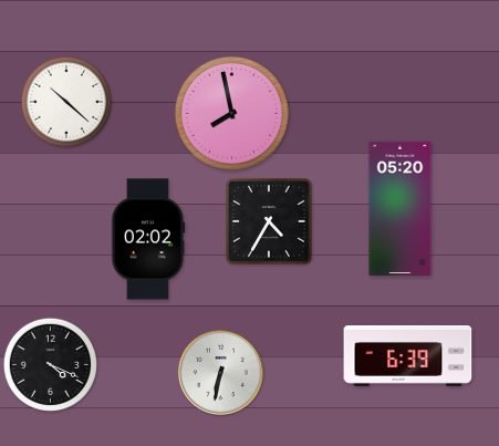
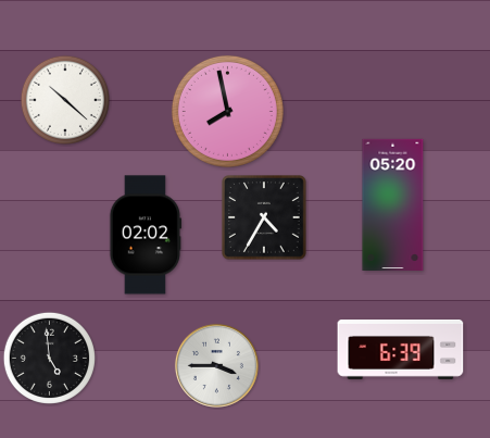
clock at (50, 364): 4:19 -> 4:59
clock at (220, 372): 6:32 -> 3:45
